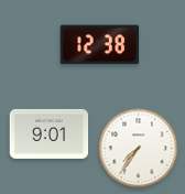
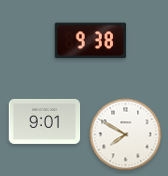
clock at (100, 45): 12:38 -> 9:38
clock at (139, 149): 7:36 -> 7:50
